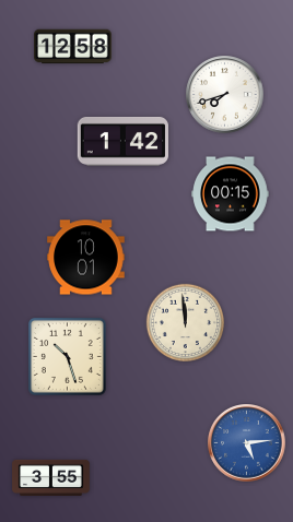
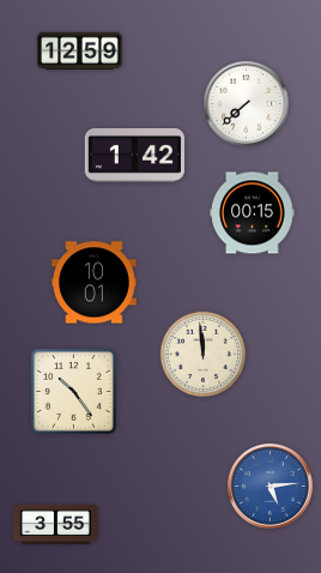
clock at (73, 47): 12:58 -> 12:59
clock at (225, 95): 7:42 -> 7:38
clock at (67, 356): 10:27 -> 10:24
